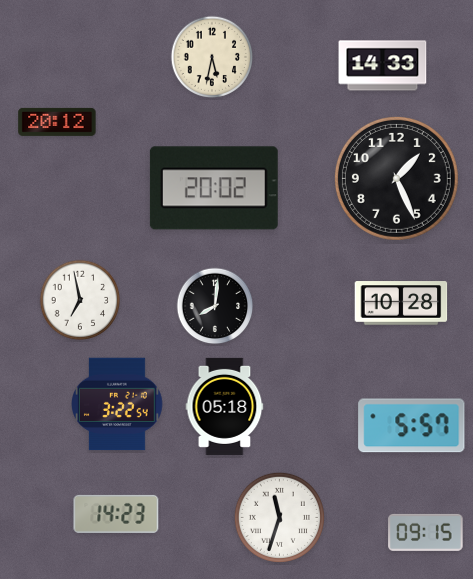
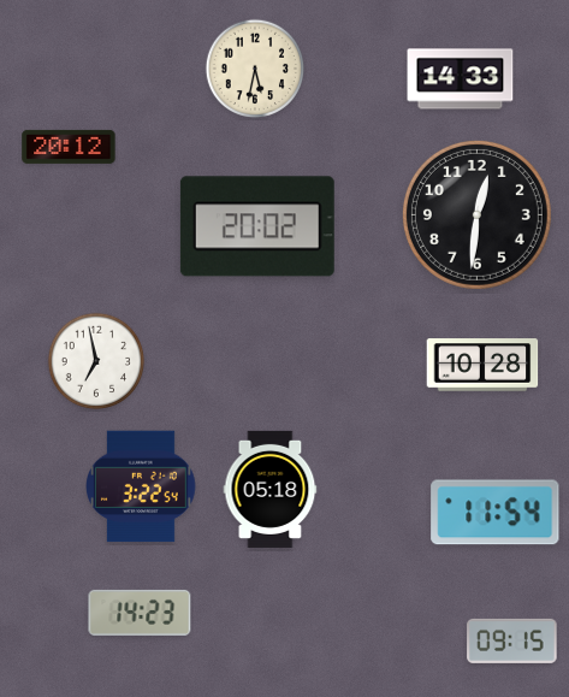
clock at (396, 178): 1:26 -> 12:31
clock at (215, 306): 8:01 -> none
clock at (412, 426): 5:57 -> 11:54
clock at (116, 514) position: (116, 514) -> (140, 613)
clock at (279, 517): 11:33 -> none
